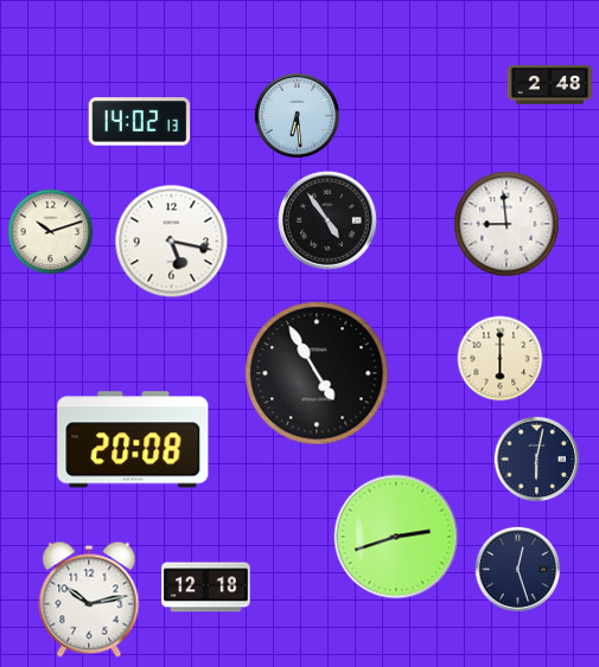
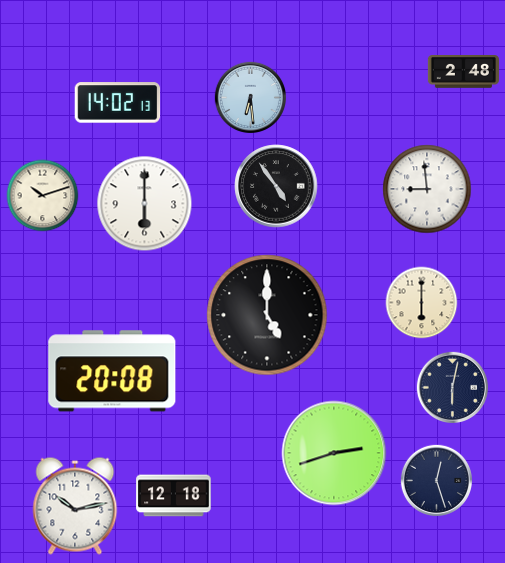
clock at (172, 242): 5:17 -> 6:00
clock at (317, 373): 4:55 -> 5:00
